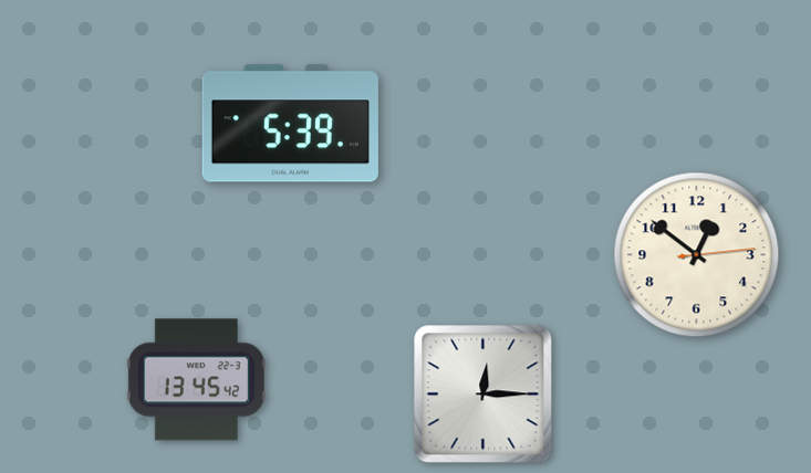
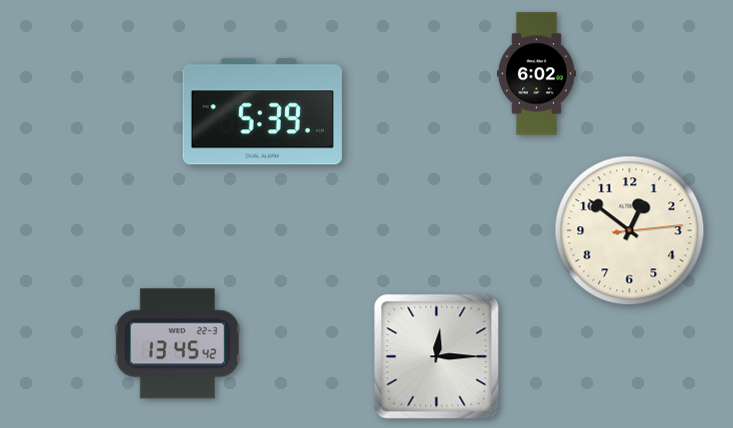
clock at (536, 74): none -> 6:02
